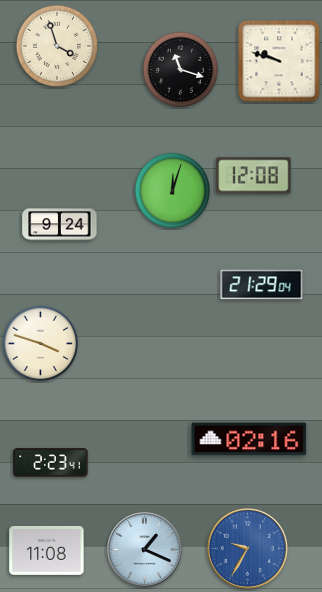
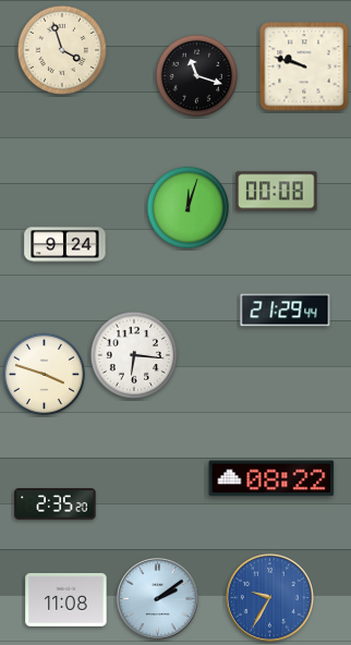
clock at (254, 176): 12:08 -> 00:08
clock at (262, 285): 21:29:04 -> 21:29:44
clock at (134, 355): none -> 6:16
clock at (249, 439): 02:16 -> 08:22
clock at (51, 463): 2:23 -> 2:35
clock at (47, 550) position: (47, 550) -> (66, 599)
clock at (145, 550): 1:19 -> 2:09
